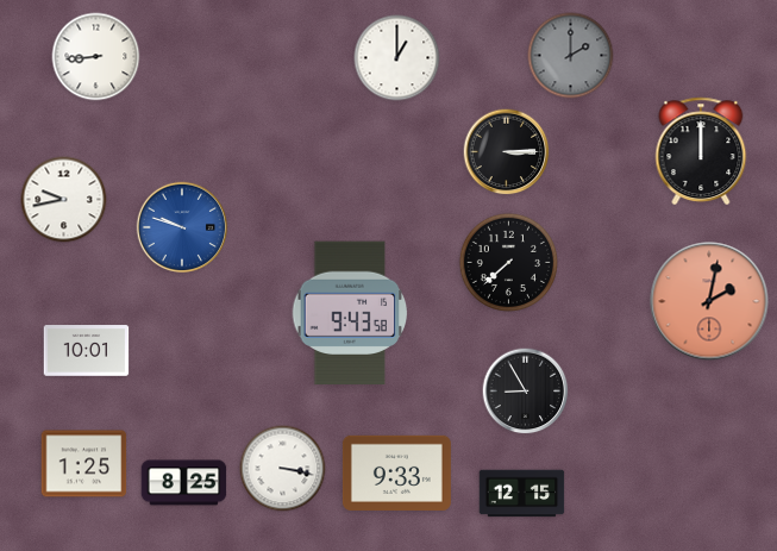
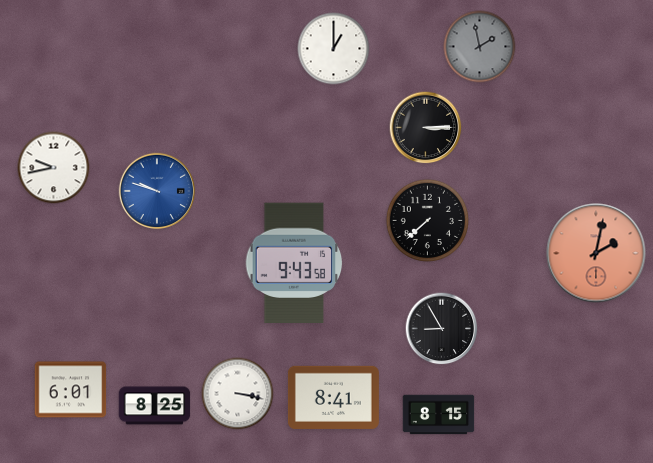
clock at (571, 56): 2:00 -> 1:58
clock at (96, 57): 8:44 -> none
clock at (701, 151): 12:00 -> none
clock at (182, 227) position: (182, 227) -> (157, 191)
clock at (87, 351): 10:01 -> none
clock at (84, 464): 1:25 -> 6:01
clock at (396, 472): 9:33 -> 8:41
clock at (522, 494): 12:15 -> 8:15
